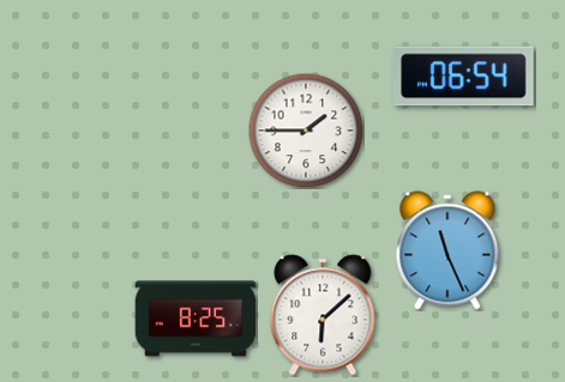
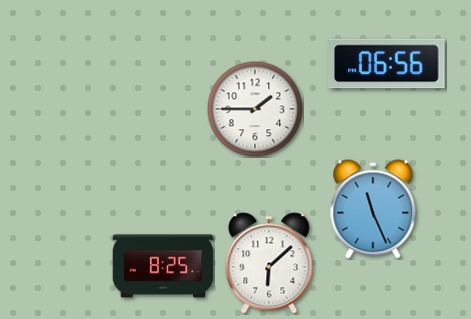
clock at (464, 77): 06:54 -> 06:56
